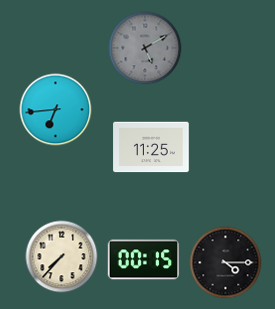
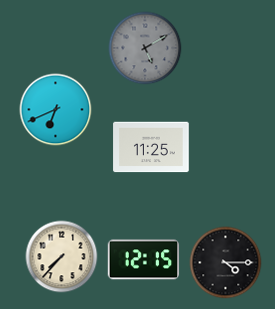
clock at (56, 110): 6:44 -> 6:41
clock at (144, 260): 00:15 -> 12:15
